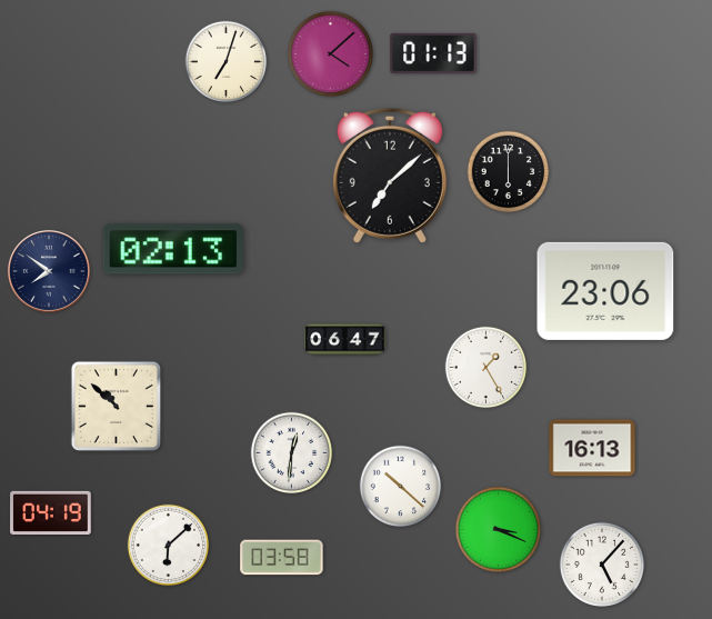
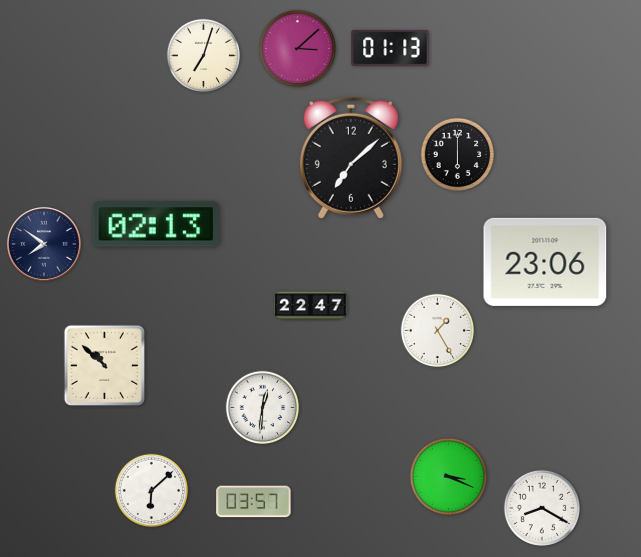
clock at (330, 53): 4:08 -> 3:08
clock at (345, 340): 06:47 -> 22:47
clock at (592, 448): 16:13 -> none
clock at (401, 487): 10:22 -> none
clock at (51, 512): 04:19 -> none
clock at (282, 558): 03:58 -> 03:57
clock at (601, 563): 5:07 -> 8:20
